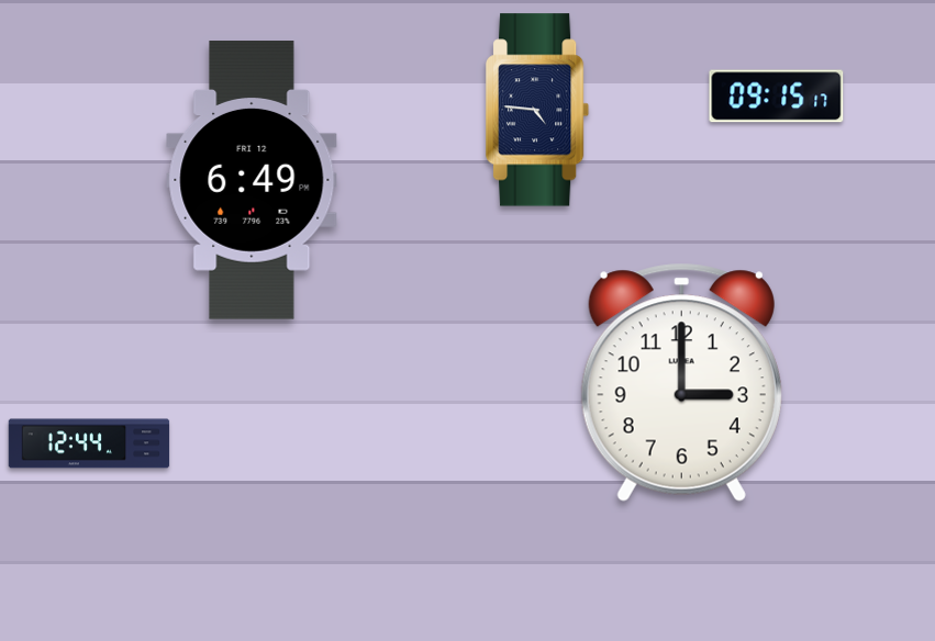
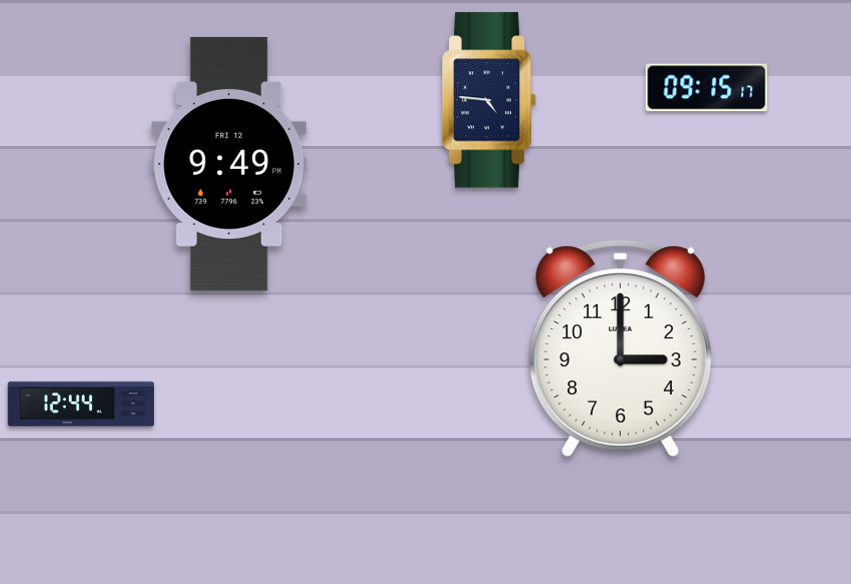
clock at (252, 180): 6:49 -> 9:49
